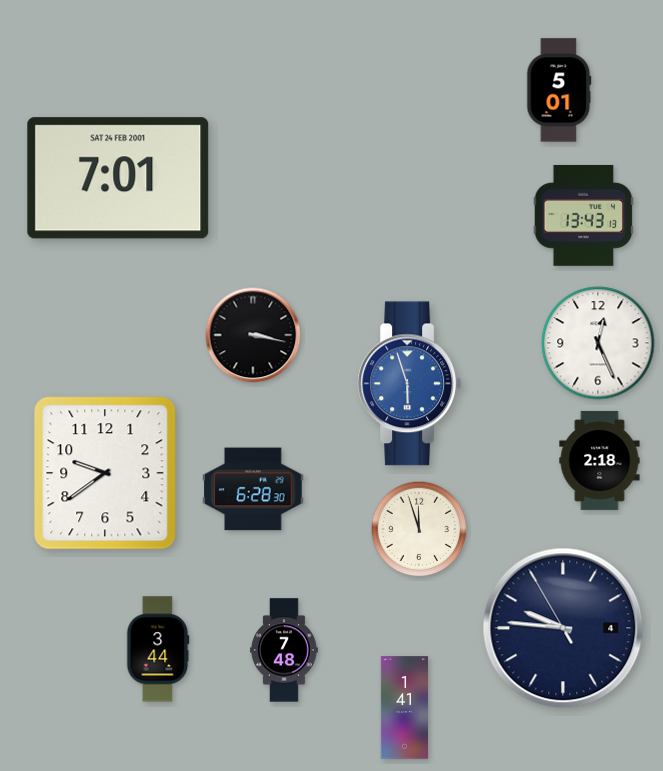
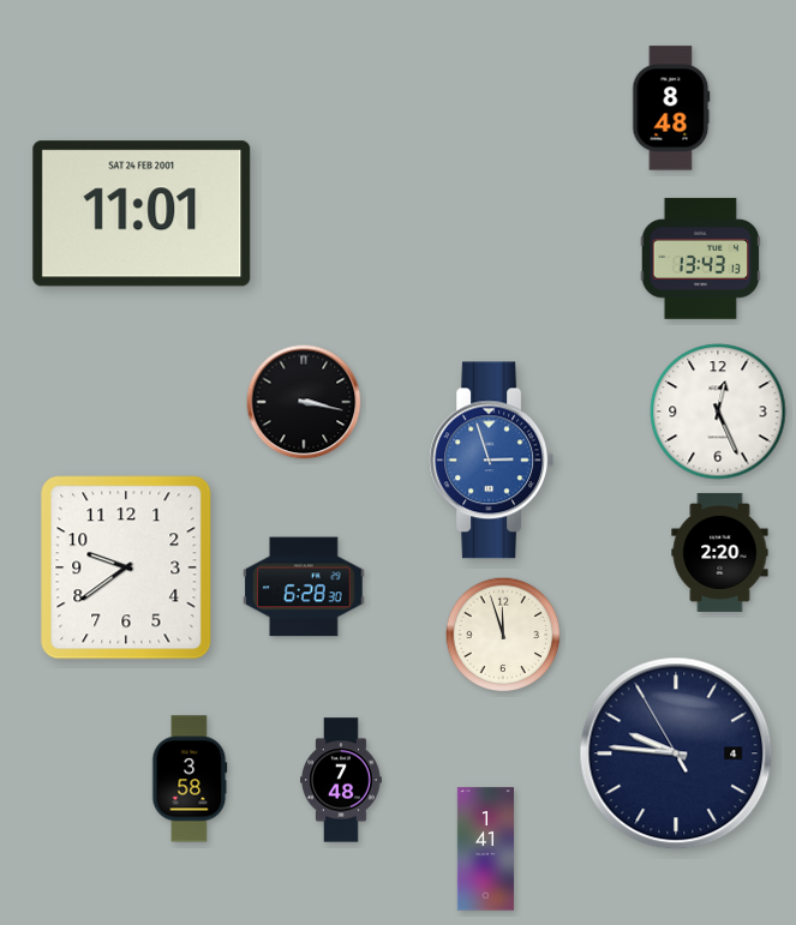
clock at (559, 90): 5:01 -> 8:48
clock at (118, 178): 7:01 -> 11:01
clock at (410, 384): 5:57 -> 2:57
clock at (600, 460): 2:18 -> 2:20
clock at (158, 649): 3:44 -> 3:58
